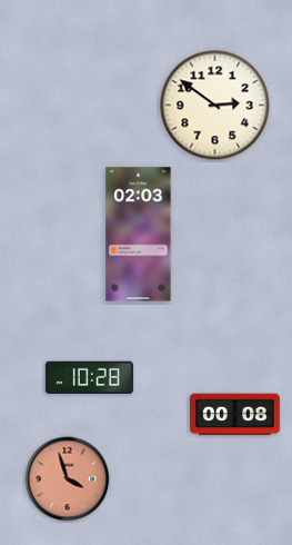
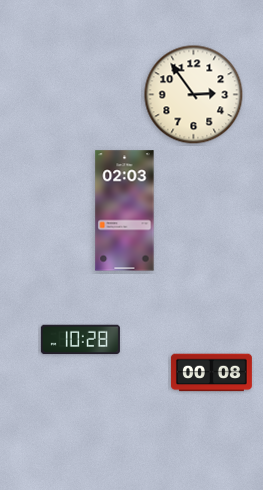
clock at (215, 106): 2:51 -> 2:54
clock at (68, 479): 3:57 -> none
